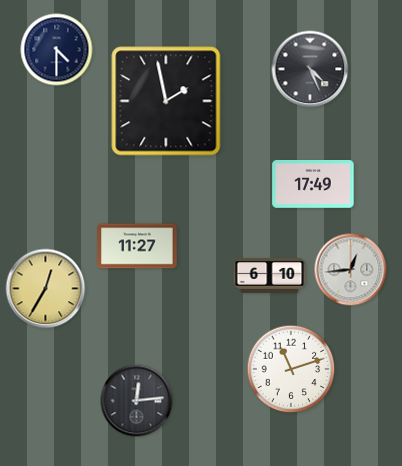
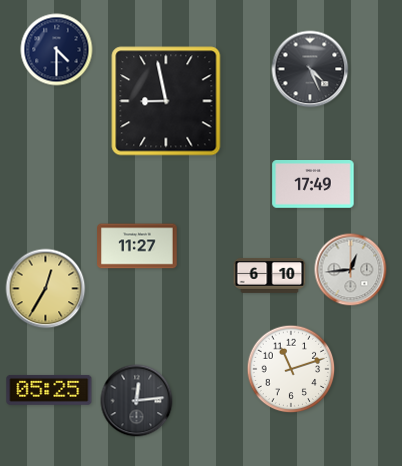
clock at (166, 101): 1:58 -> 8:58
clock at (49, 390): none -> 05:25
